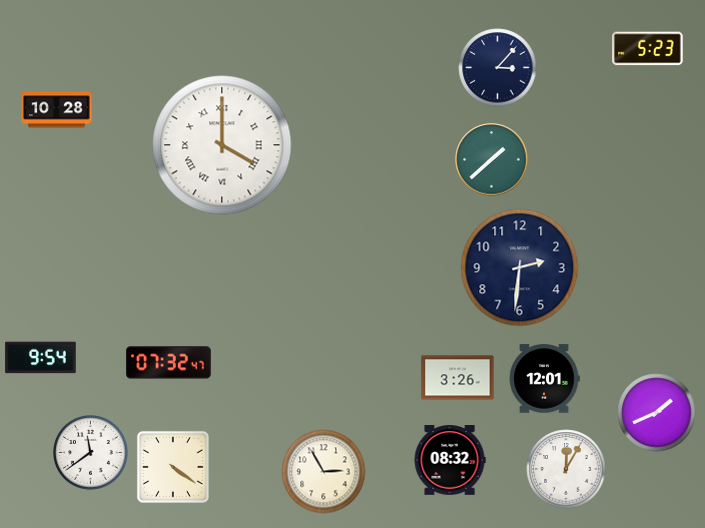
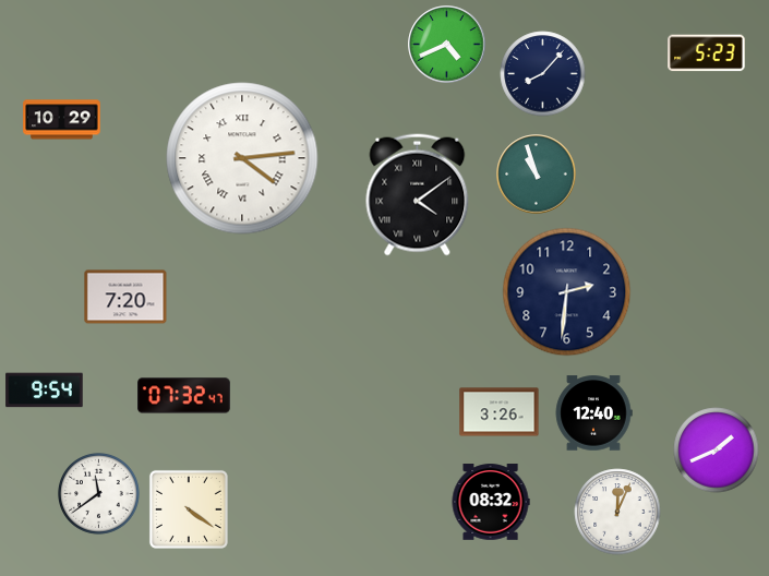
clock at (447, 45): none -> 4:41
clock at (498, 68): 3:07 -> 8:07
clock at (57, 110): 10:28 -> 10:29
clock at (222, 145): 4:00 -> 4:14
clock at (492, 160): 1:38 -> 10:57
clock at (418, 195): none -> 4:09
clock at (125, 297): none -> 7:20
clock at (544, 379): 12:01 -> 12:40
clock at (566, 469): 12:05 -> 12:04
clock at (324, 472): 2:55 -> none
